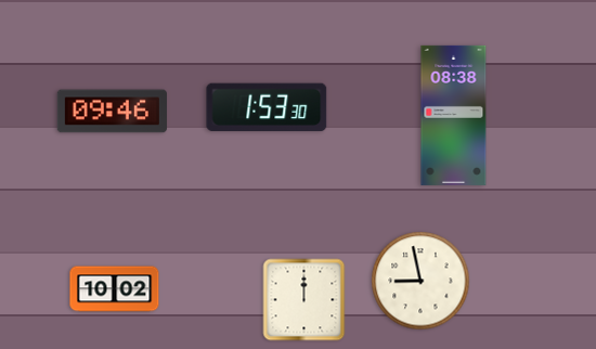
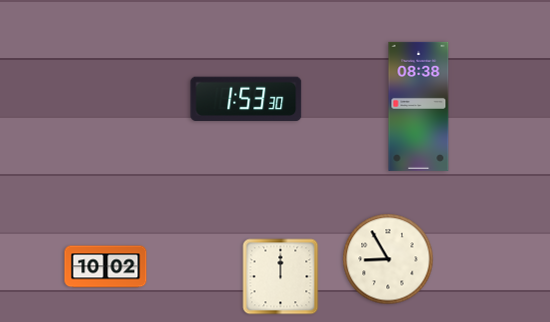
clock at (112, 112): 09:46 -> none
clock at (420, 281): 8:58 -> 8:55
